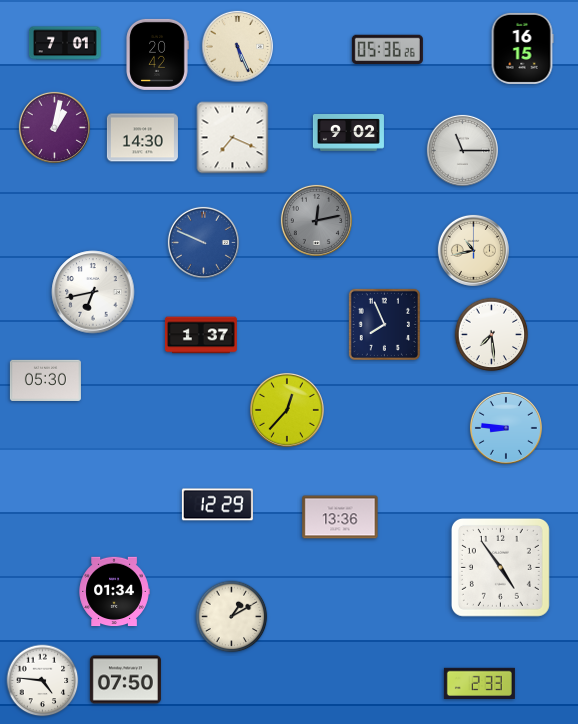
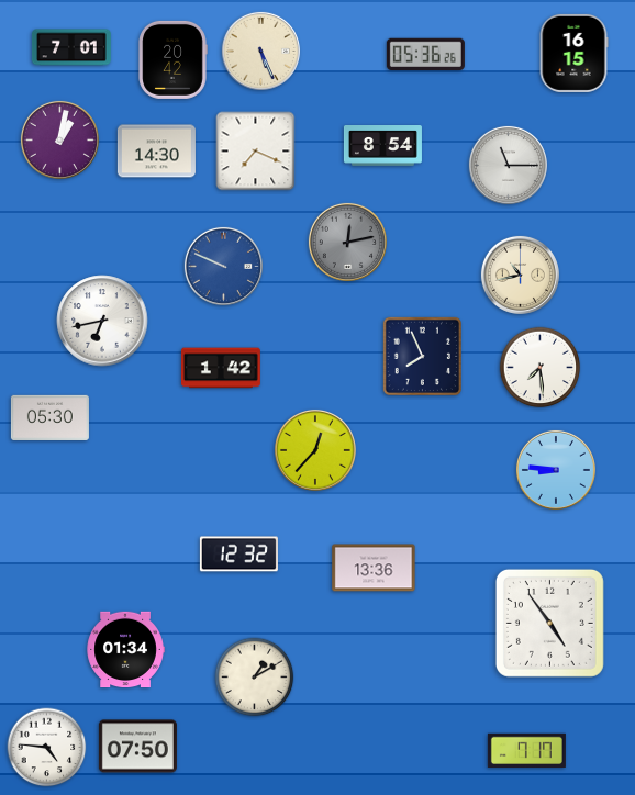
clock at (348, 133): 9:02 -> 8:54
clock at (201, 335): 1:37 -> 1:42
clock at (217, 505): 12:29 -> 12:32
clock at (479, 683): 2:33 -> 7:17
